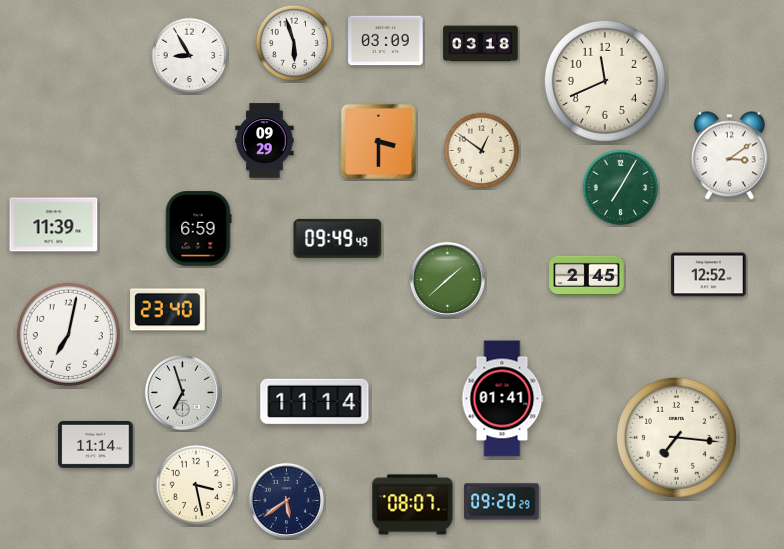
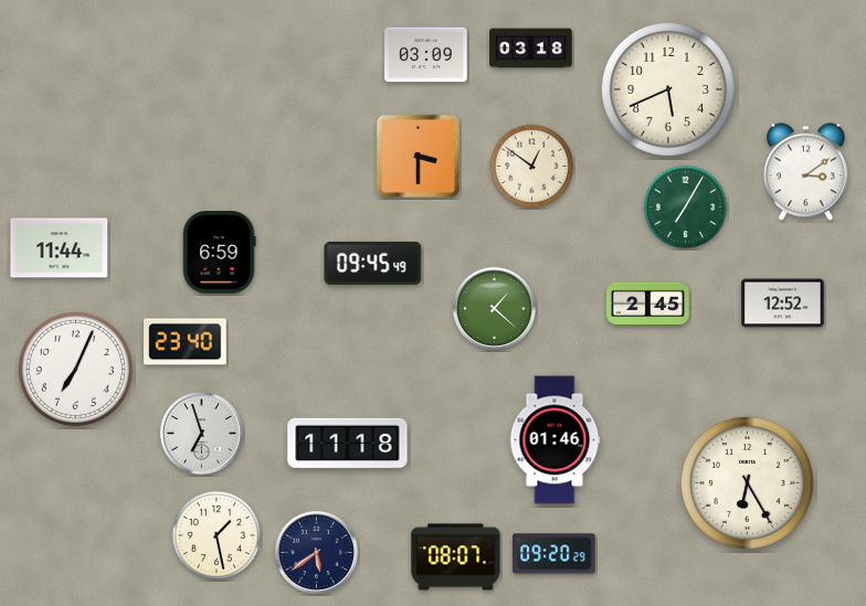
clock at (386, 41) position: (386, 41) -> (426, 55)
clock at (294, 43): 5:57 -> none
clock at (190, 56): 8:55 -> none
clock at (605, 81): 11:41 -> 5:41
clock at (265, 141): 09:29 -> none
clock at (54, 225): 11:39 -> 11:44
clock at (338, 238): 09:49 -> 09:45
clock at (447, 279): 1:38 -> 1:22
clock at (68, 334): 7:02 -> 7:04
clock at (502, 399): 01:41 -> 01:46
clock at (315, 402): 11:14 -> 11:18
clock at (676, 437): 7:16 -> 6:25
clock at (96, 444): 11:14 -> none
clock at (196, 485): 3:28 -> 1:28
